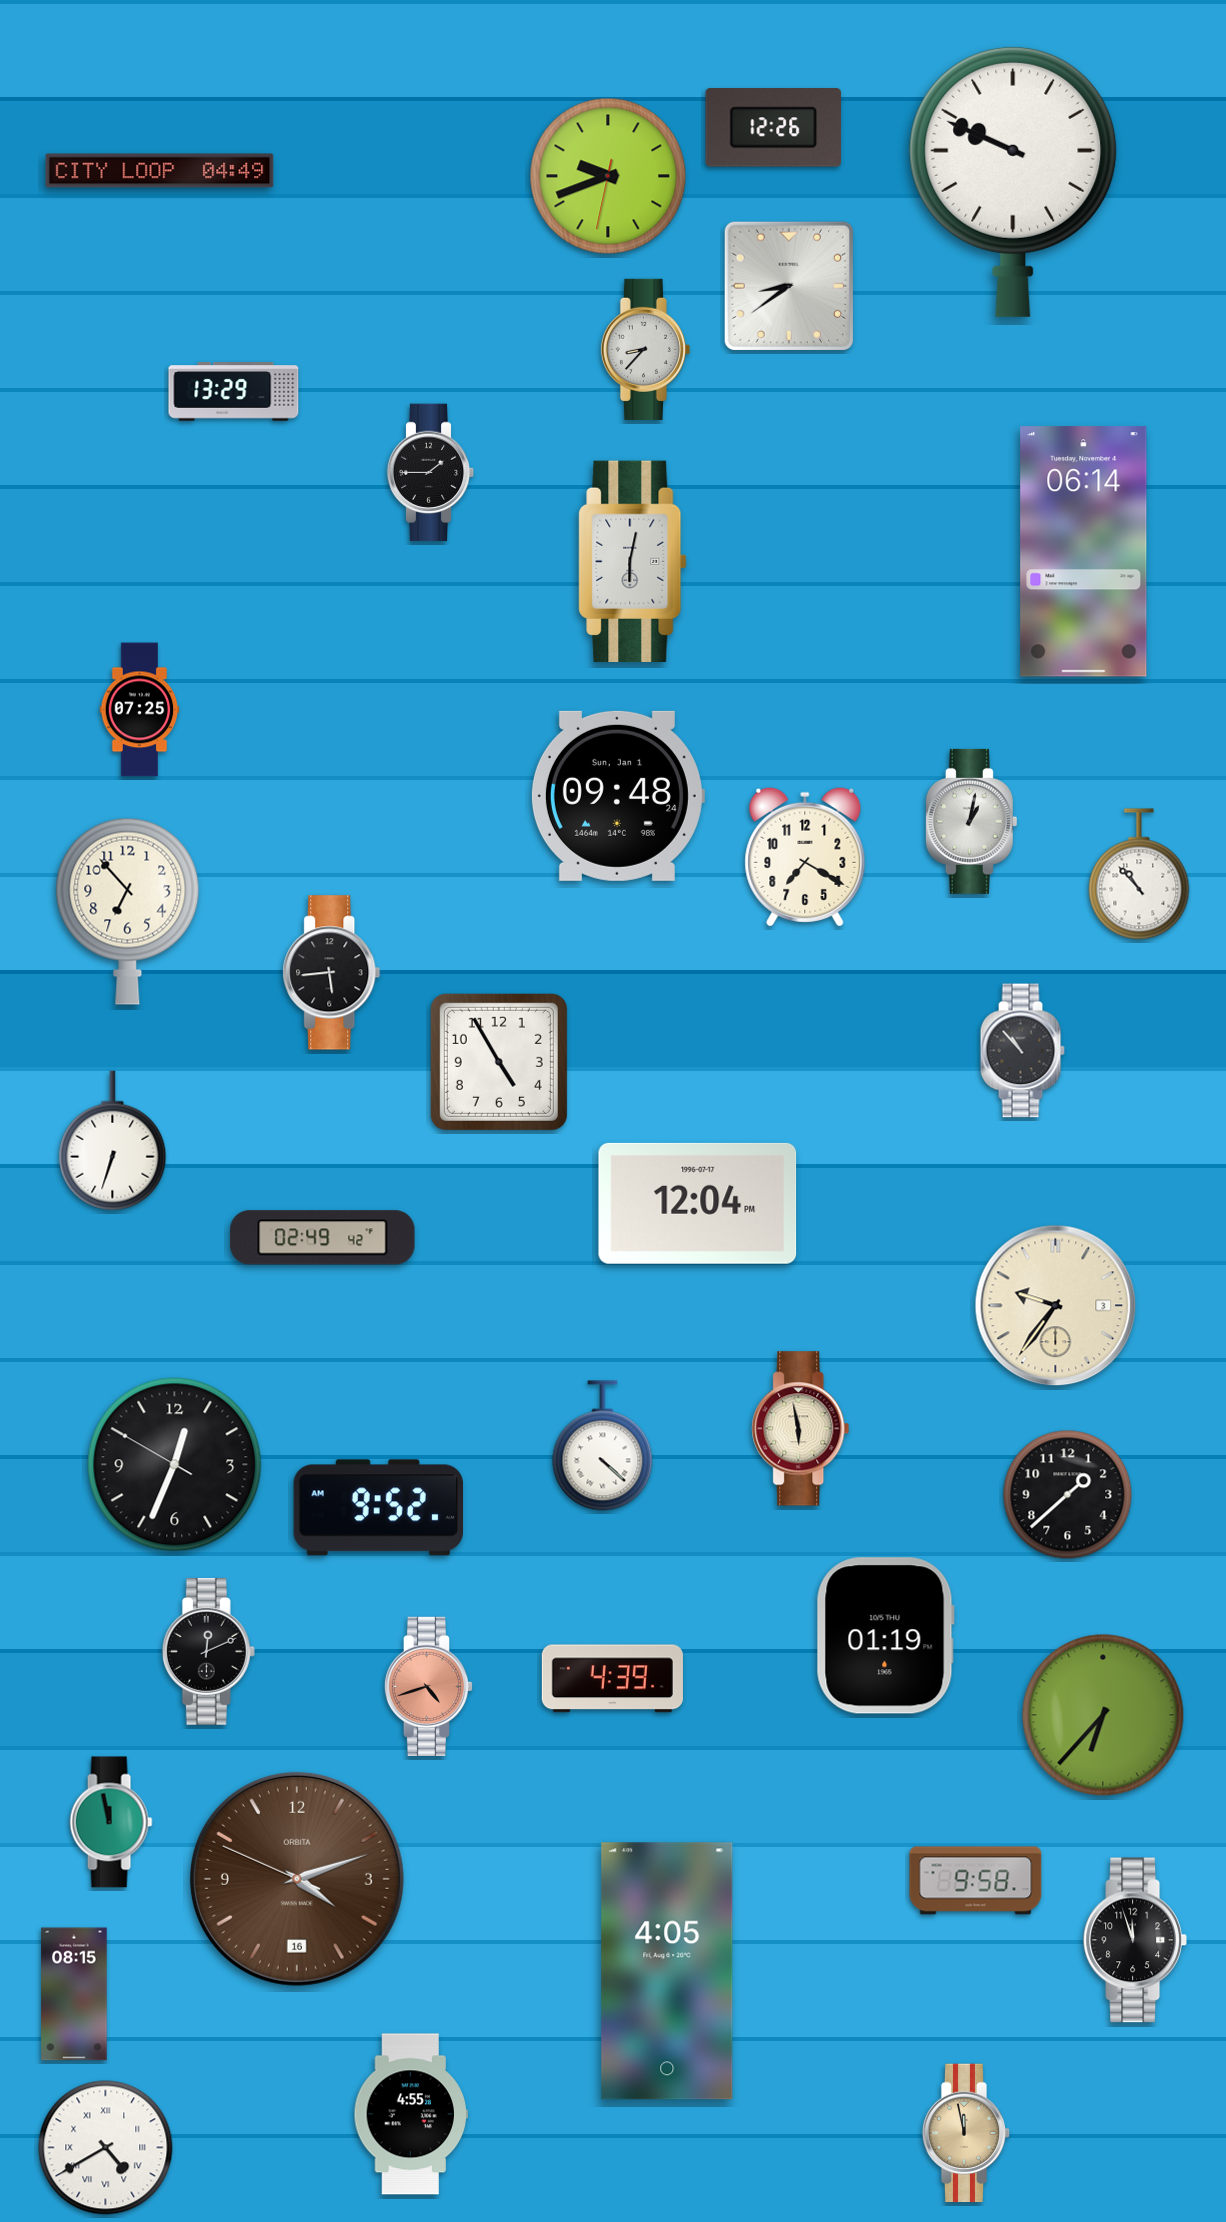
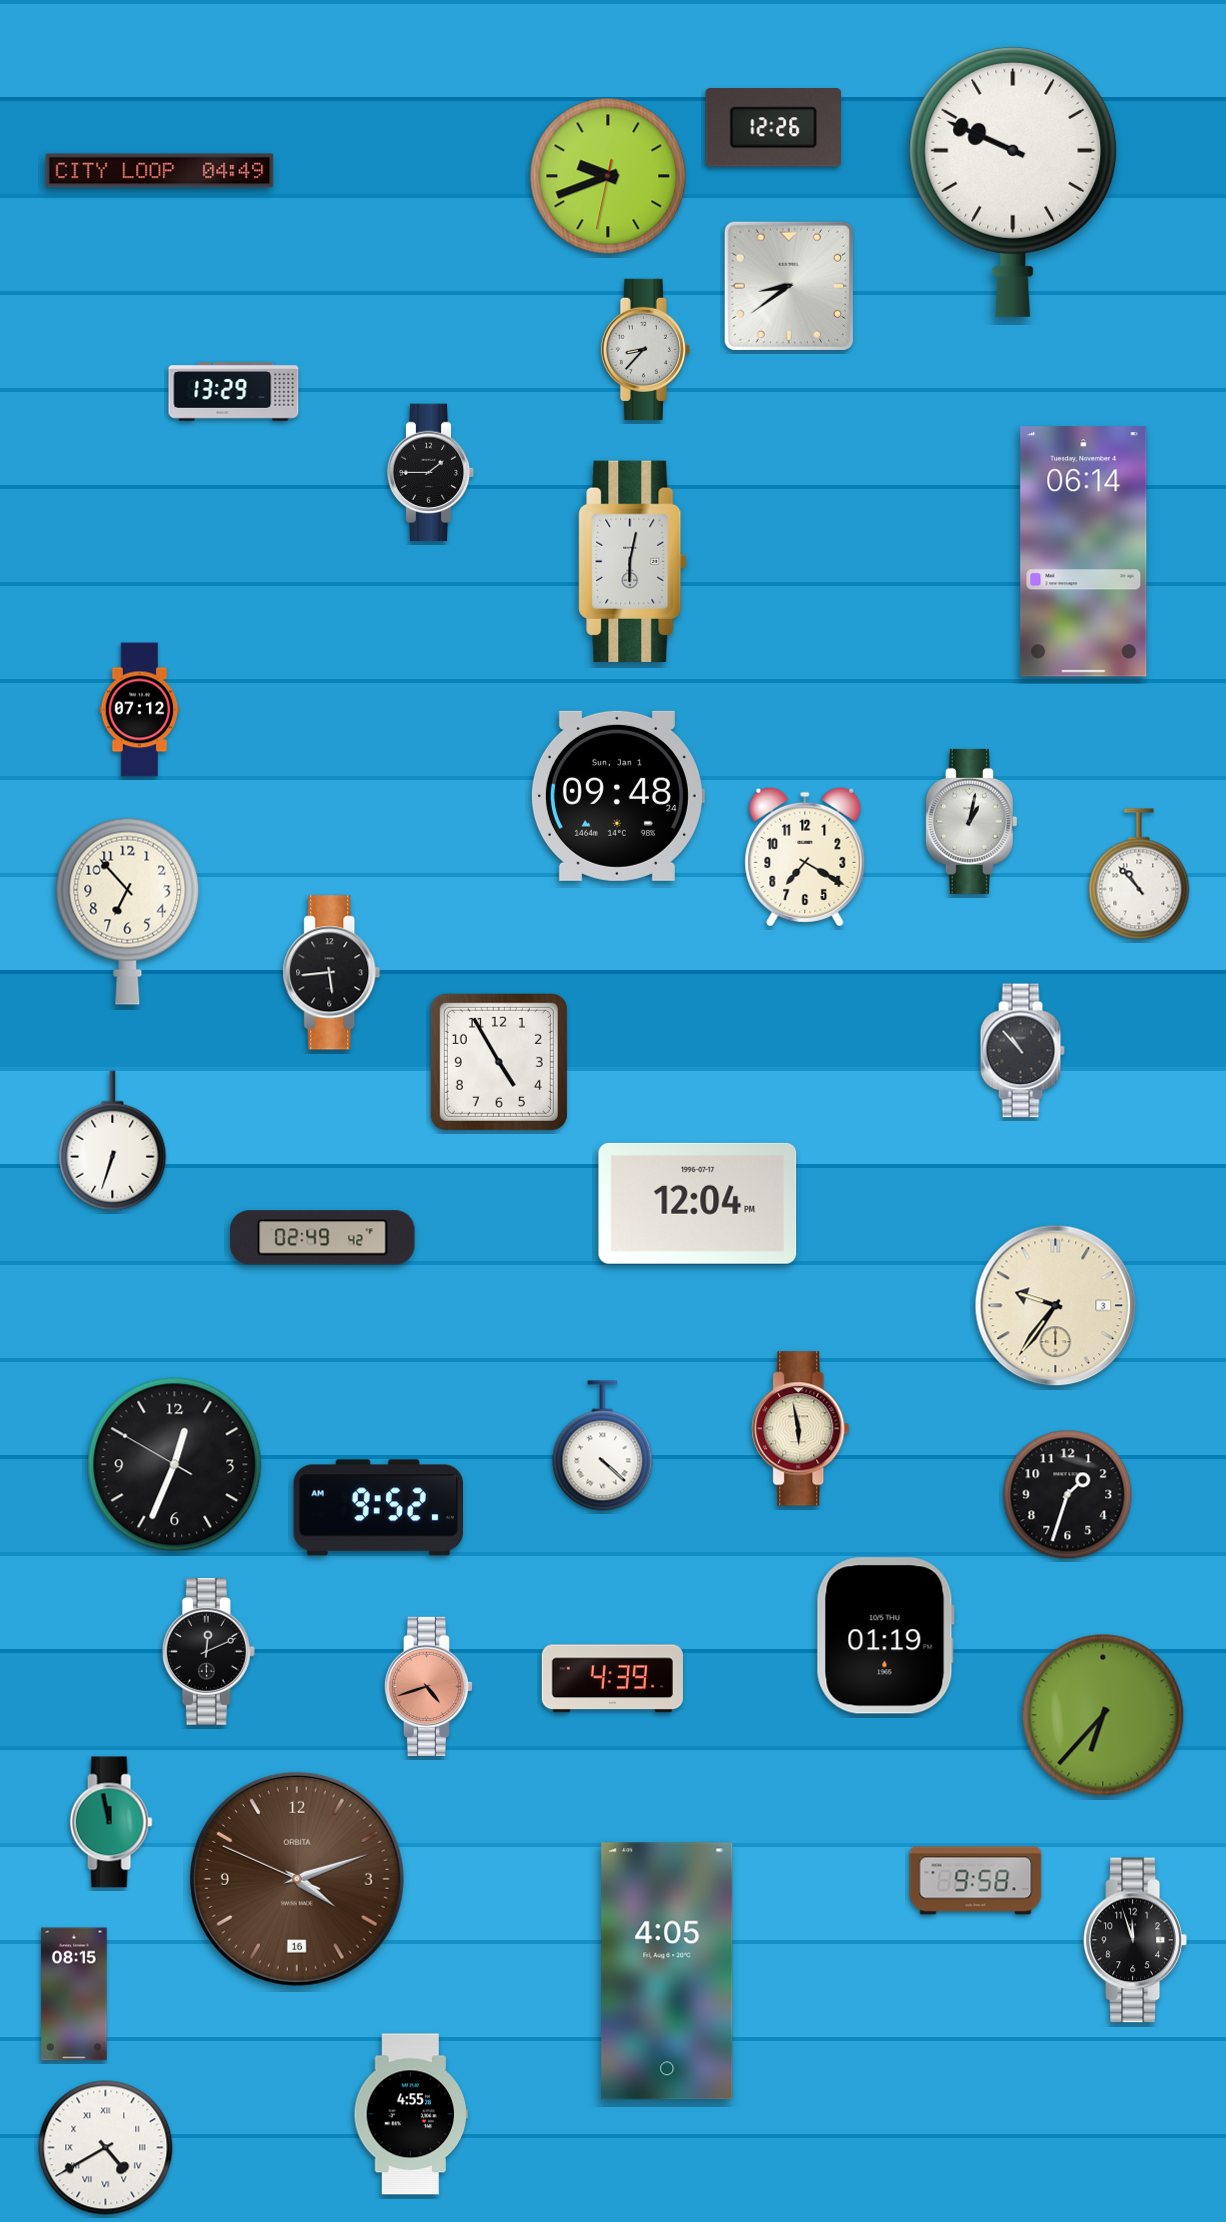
clock at (140, 710): 07:25 -> 07:12
clock at (1068, 1495): 1:38 -> 1:33
clock at (966, 2133): 11:58 -> none
